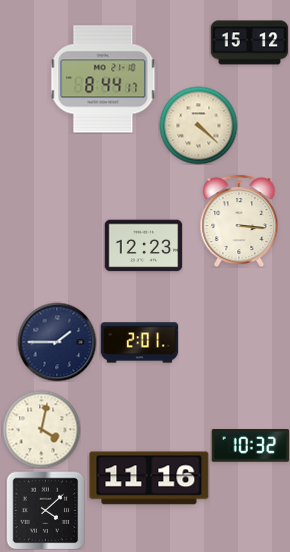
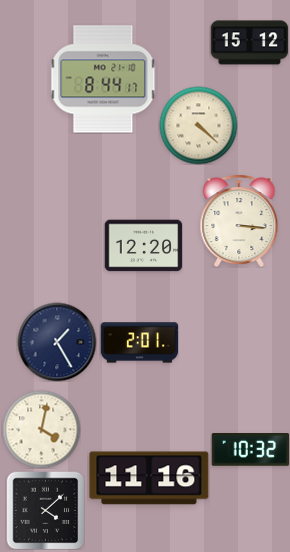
clock at (143, 246): 12:23 -> 12:20
clock at (57, 342): 1:45 -> 1:25
clock at (250, 446) position: (250, 446) -> (250, 450)
